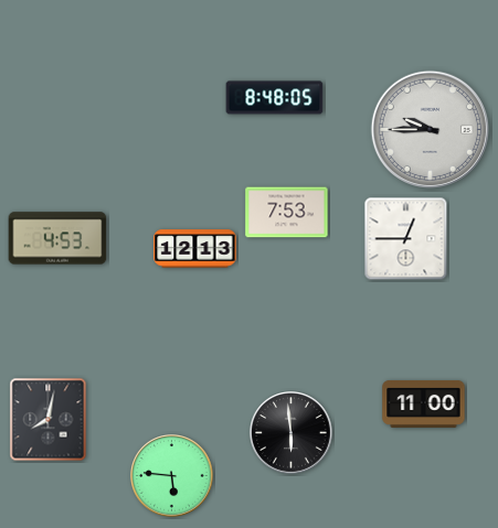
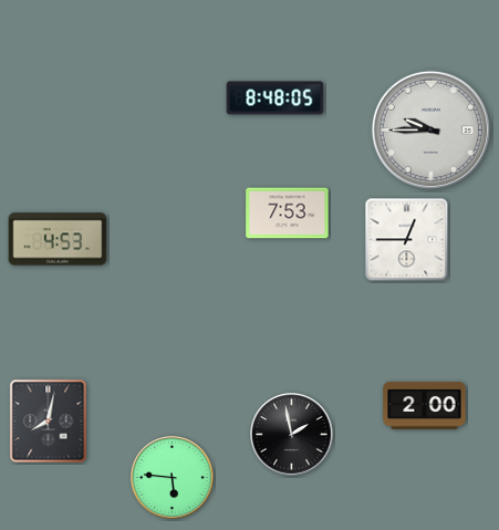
clock at (195, 249): 12:13 -> none
clock at (424, 403): 11:00 -> 2:00
clock at (292, 433): 5:59 -> 1:58
